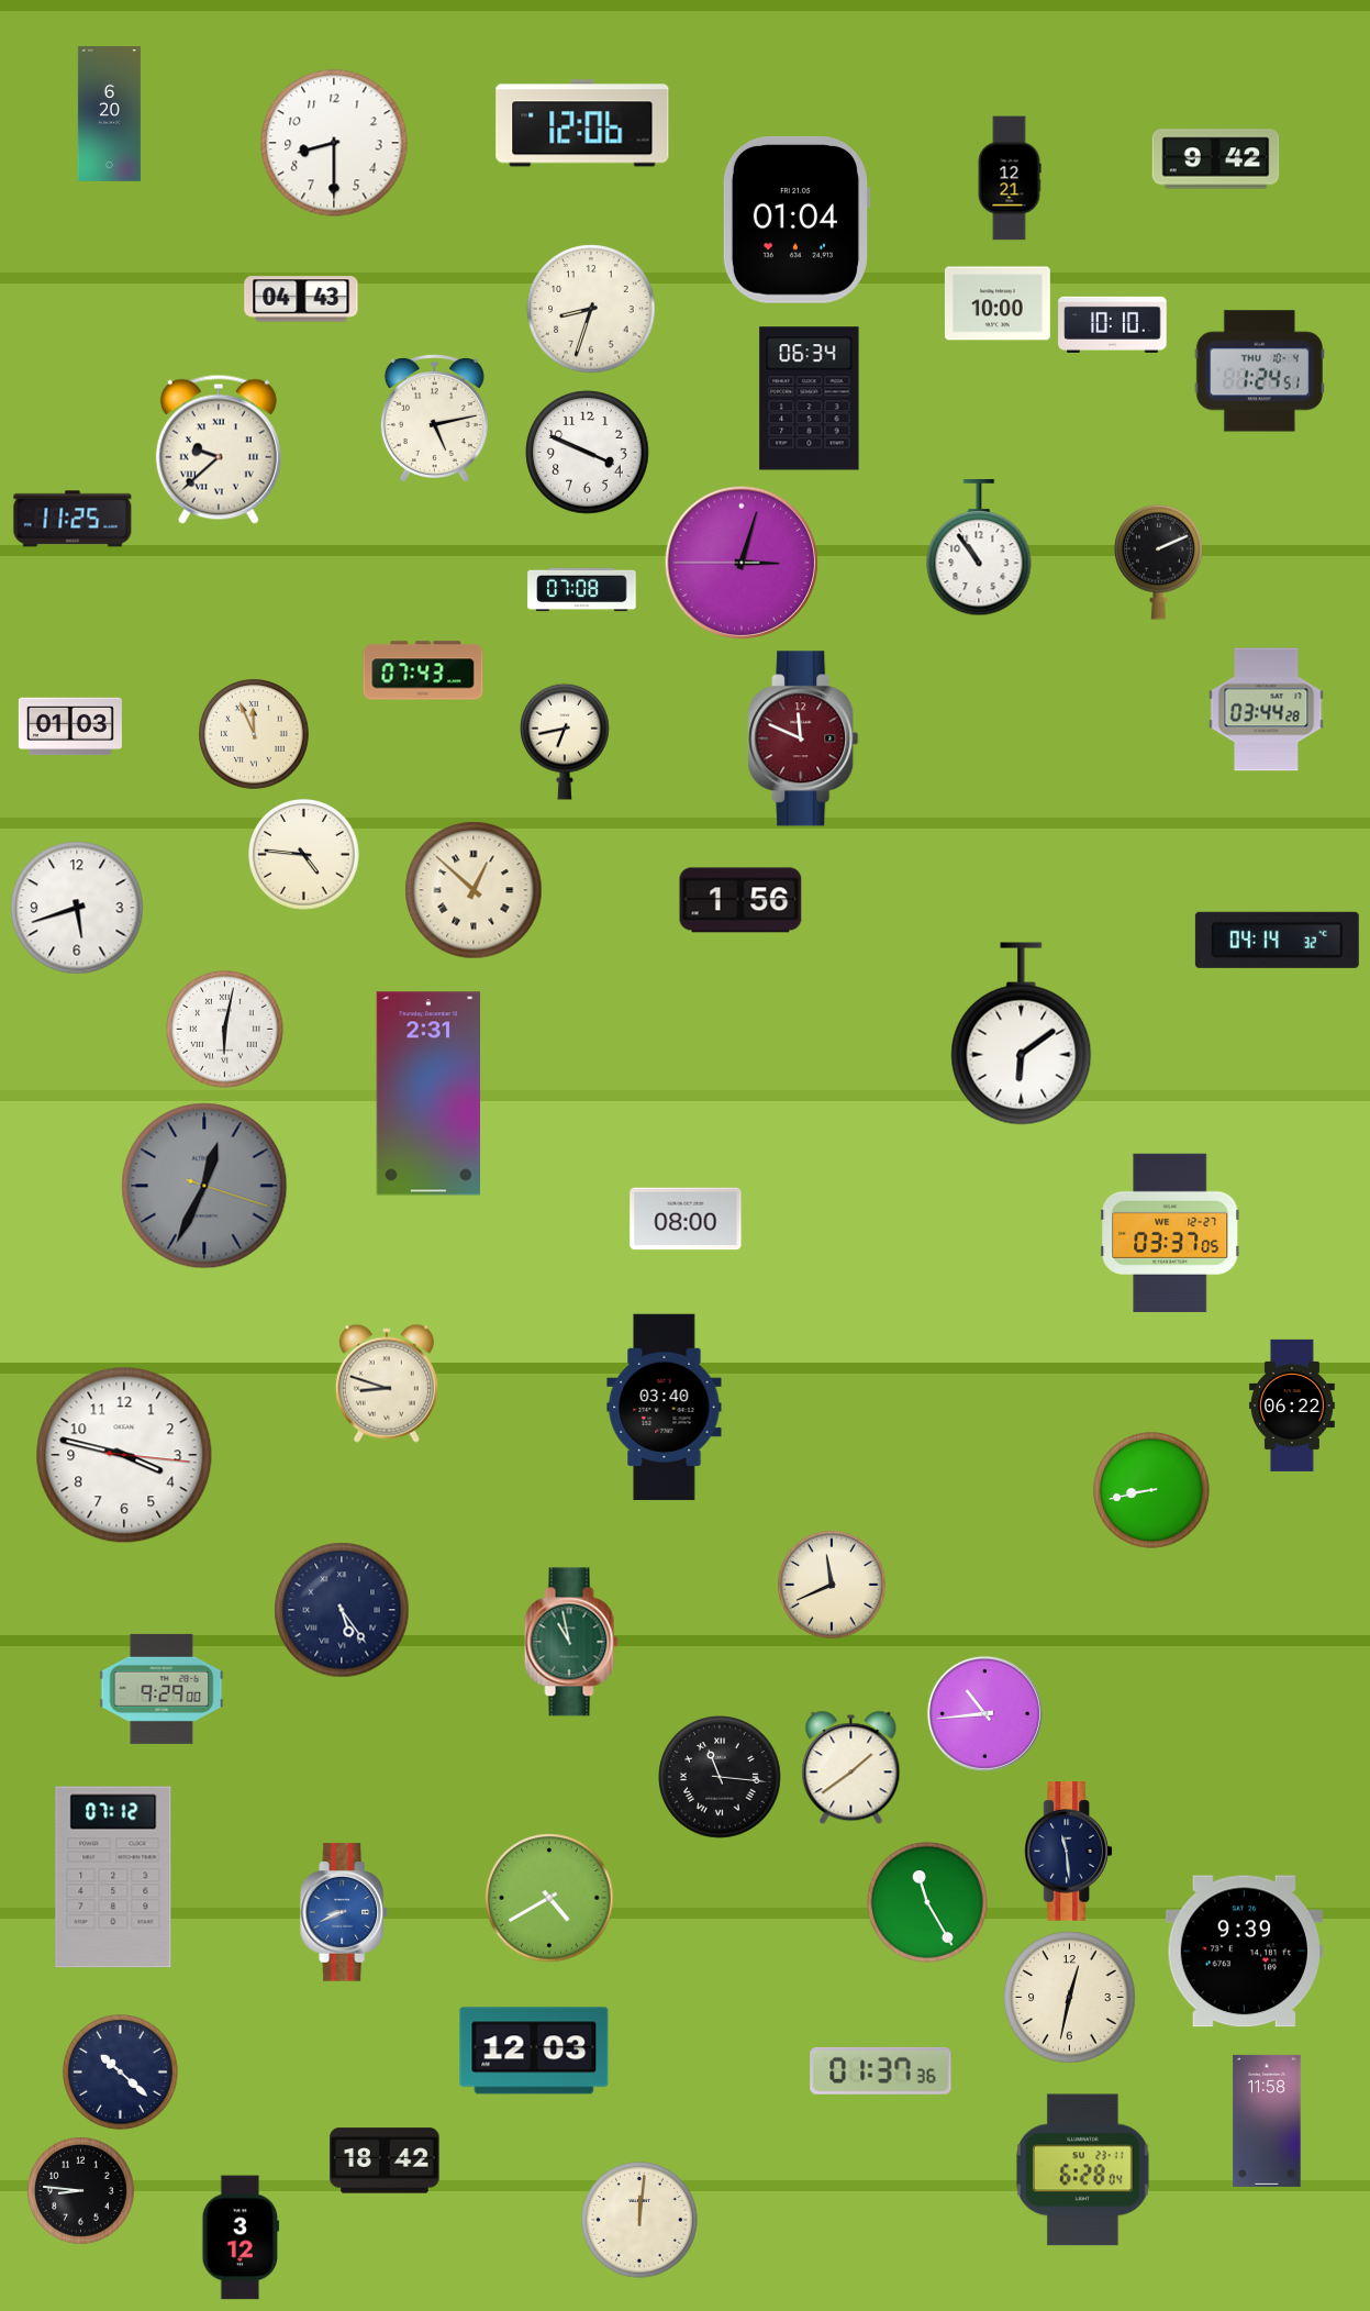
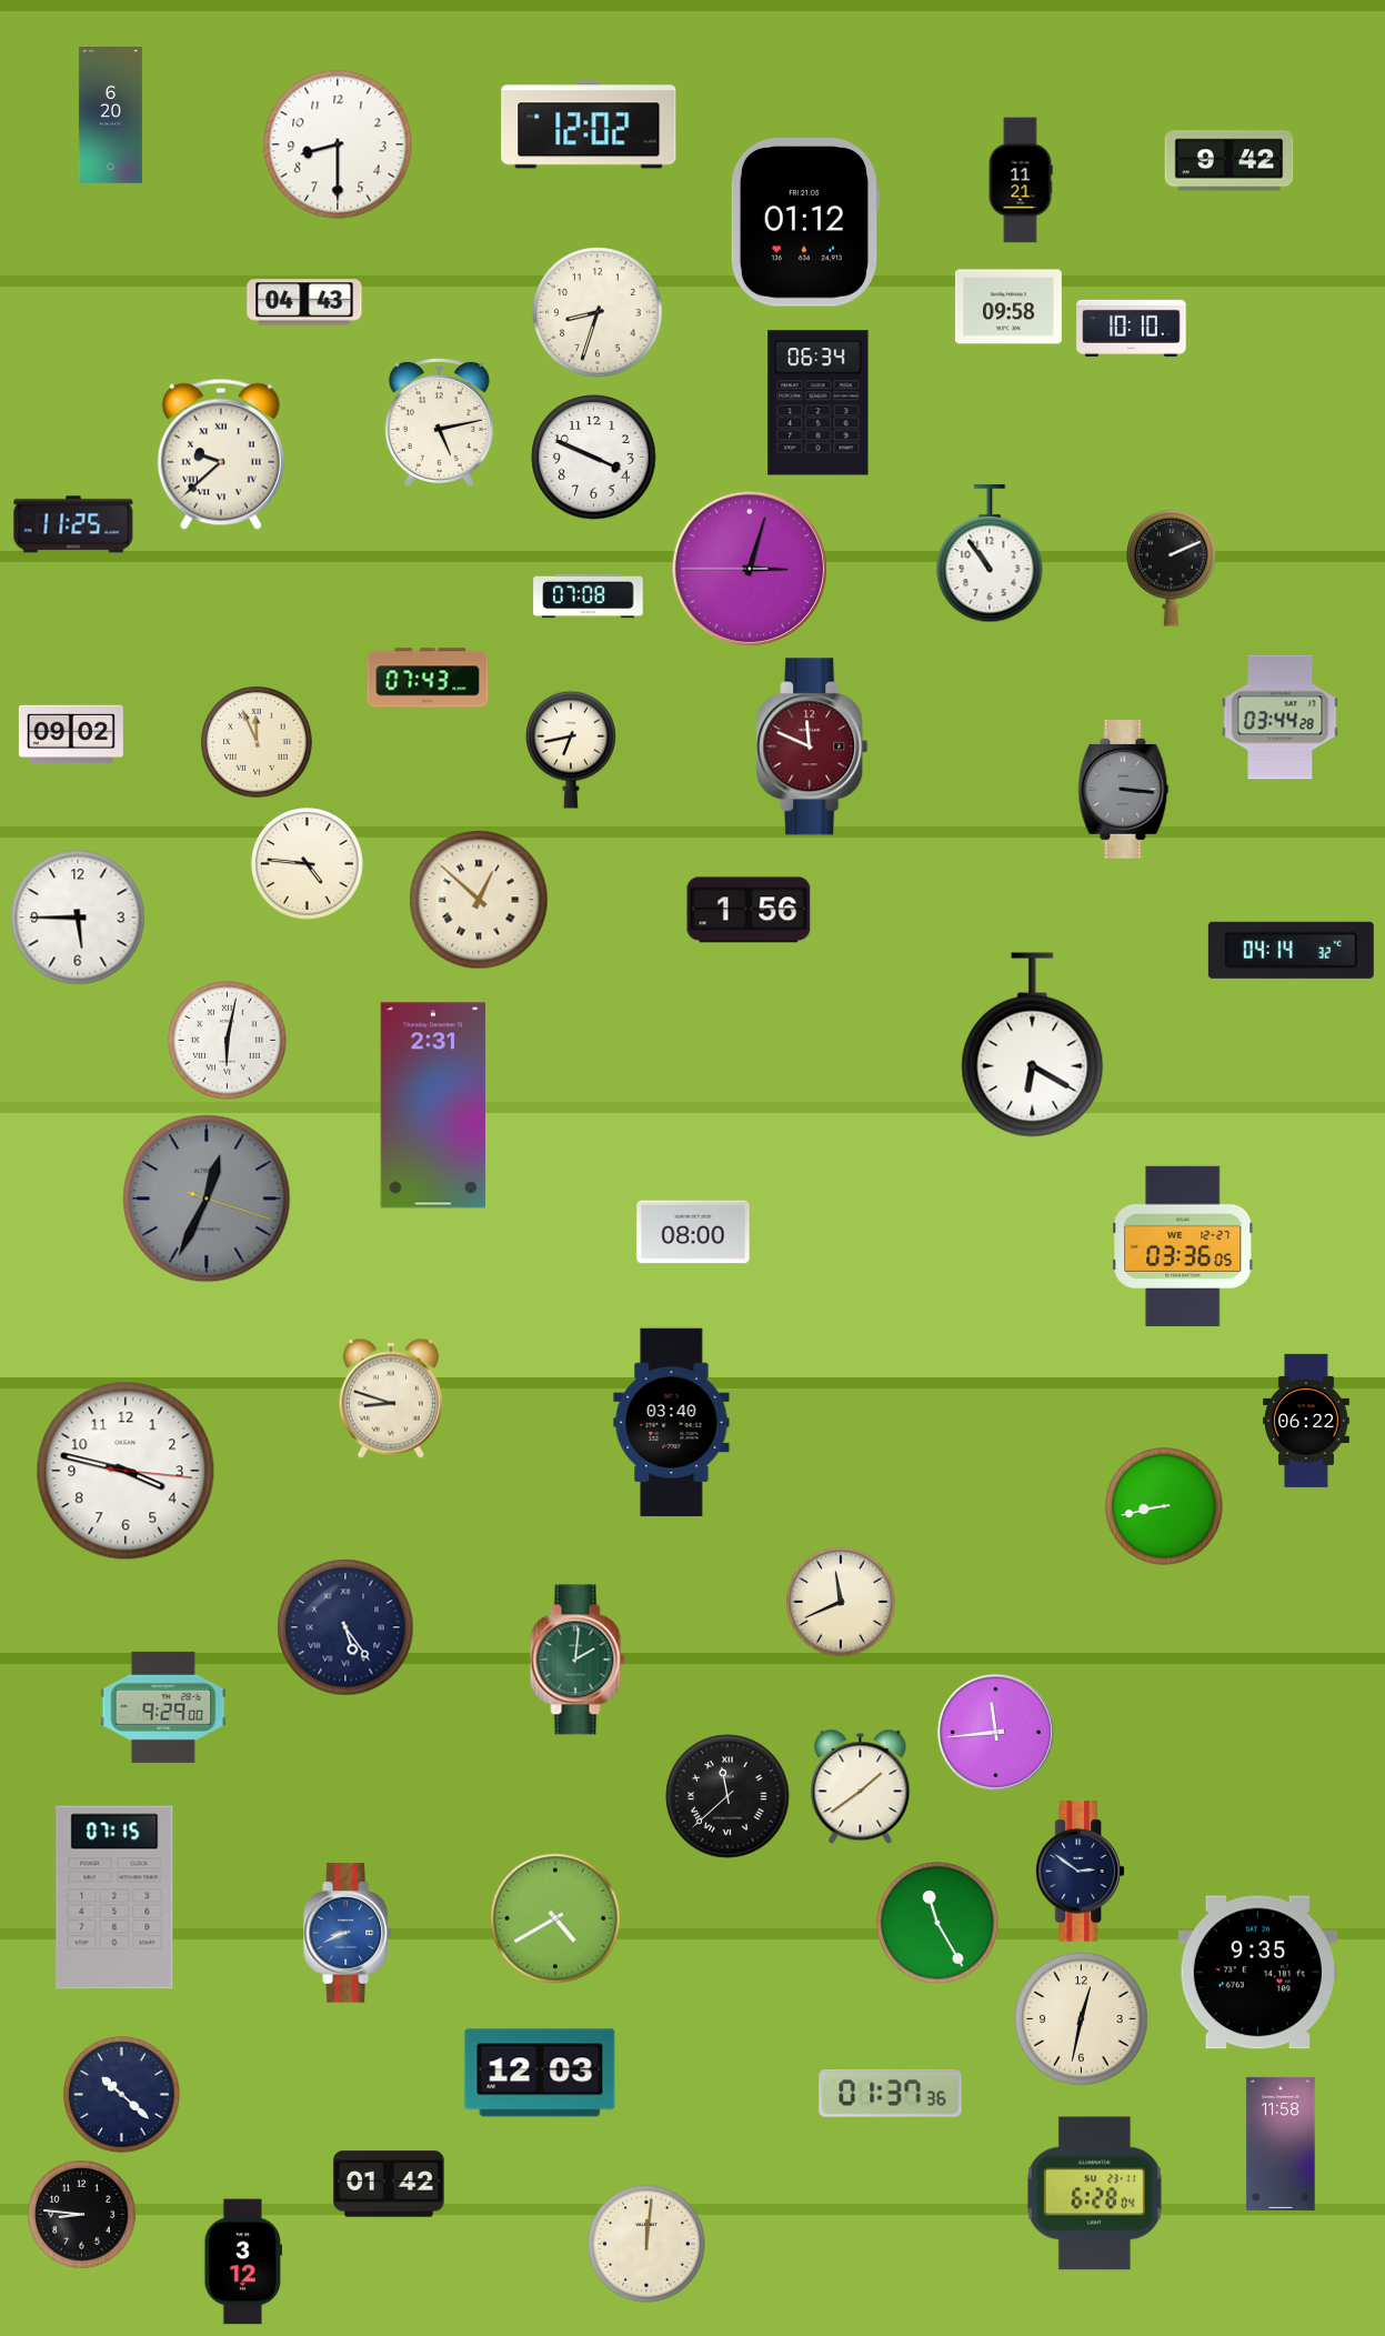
clock at (582, 123): 12:06 -> 12:02
clock at (1010, 178): 12:21 -> 11:21
clock at (795, 221): 01:04 -> 01:12
clock at (998, 303): 10:00 -> 09:58
clock at (1113, 324) position: (1113, 324) -> (1132, 328)
clock at (1259, 371): 1:24 -> none
clock at (70, 726): 01:03 -> 09:02
clock at (1124, 790): none -> 3:16
clock at (77, 908): 5:42 -> 5:45
clock at (1022, 1034): 6:09 -> 6:20
clock at (1170, 1233): 03:37 -> 03:36
clock at (571, 1642): 10:58 -> 2:01
clock at (984, 1713): 10:44 -> 11:44
clock at (720, 1777): 11:16 -> 11:38
clock at (1068, 1852): 11:29 -> 2:51
clock at (113, 1877): 07:12 -> 07:15
clock at (1244, 1952): 9:39 -> 9:35
clock at (385, 2160): 18:42 -> 01:42
